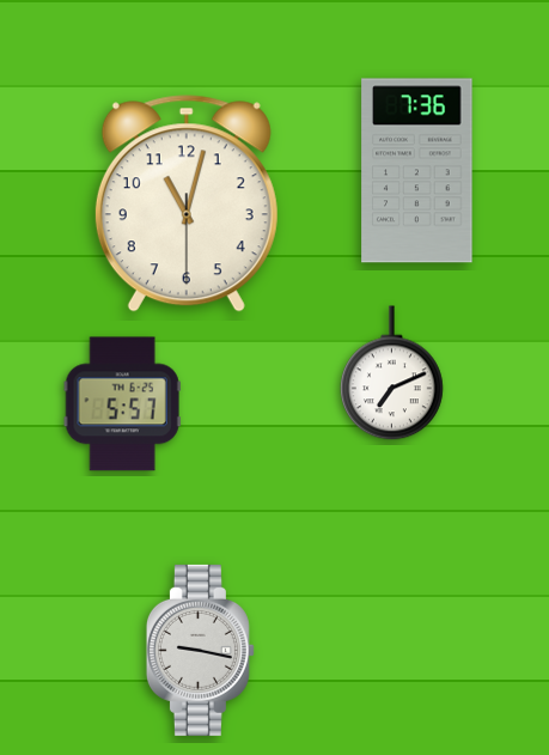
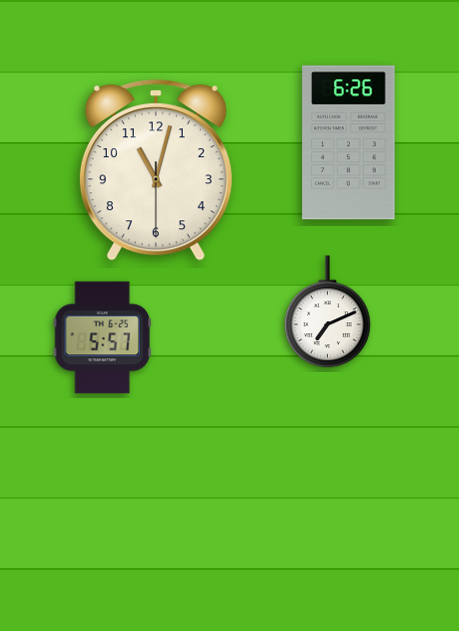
clock at (417, 171): 7:36 -> 6:26
clock at (200, 650): 9:17 -> none
